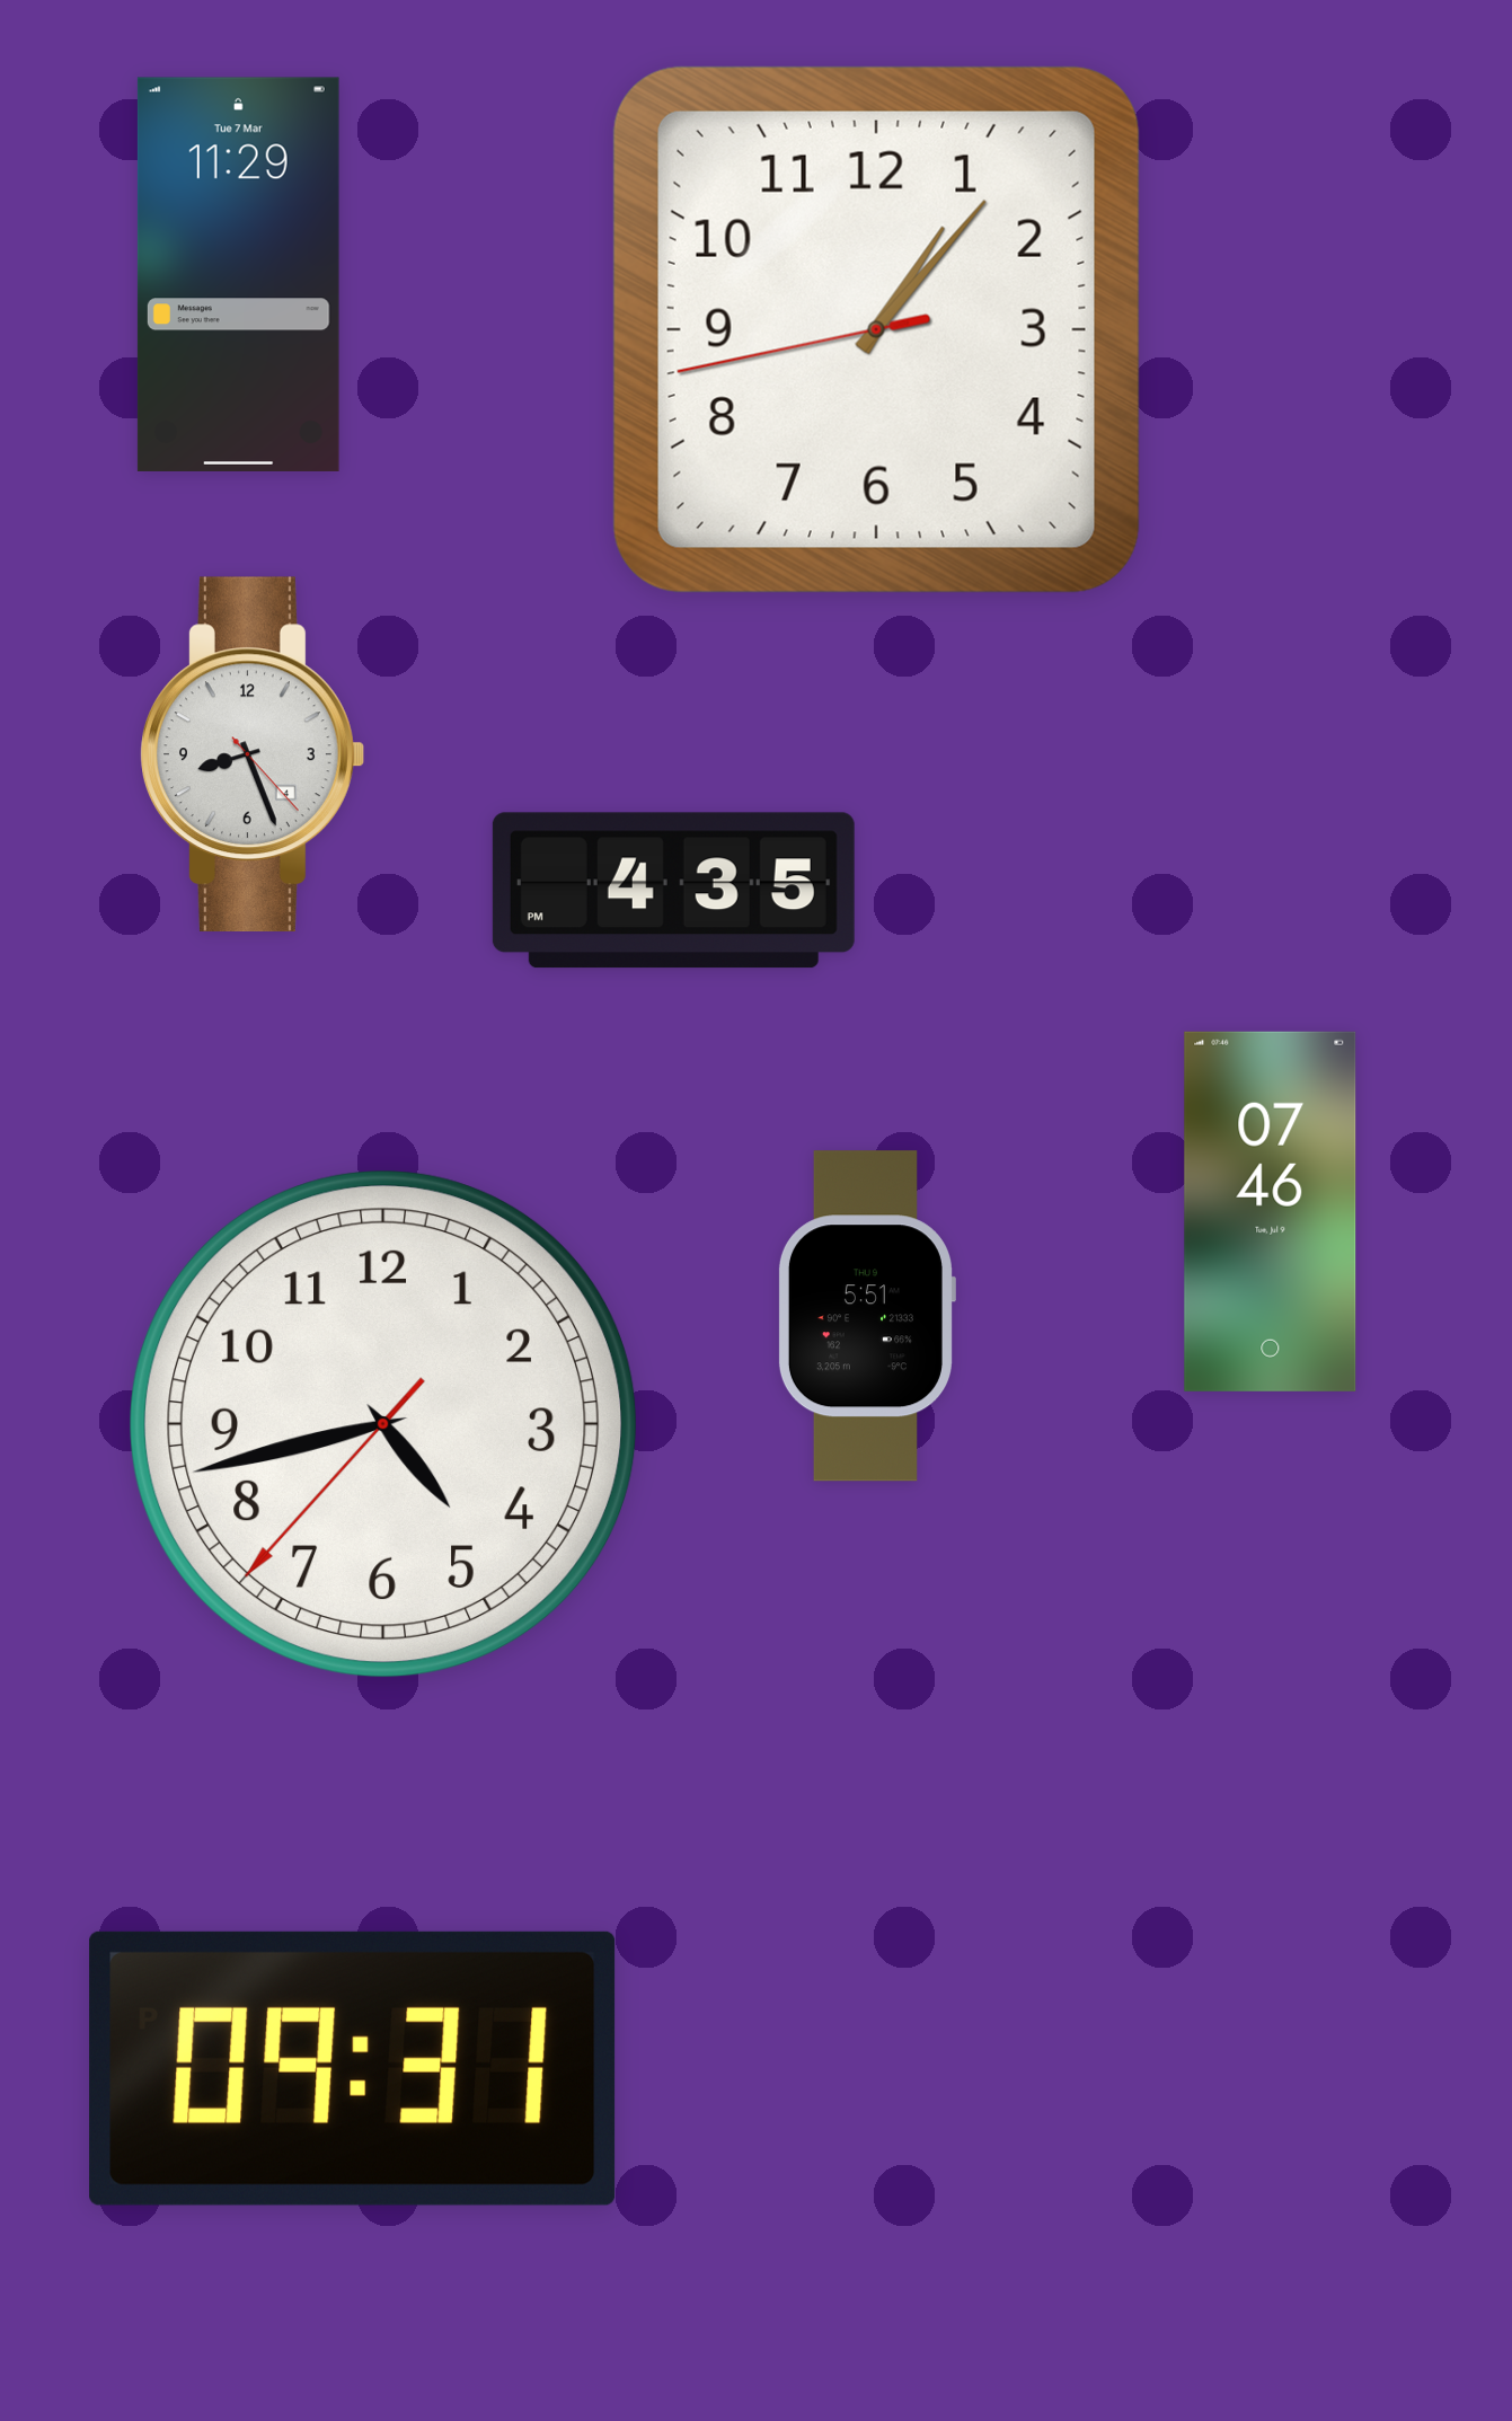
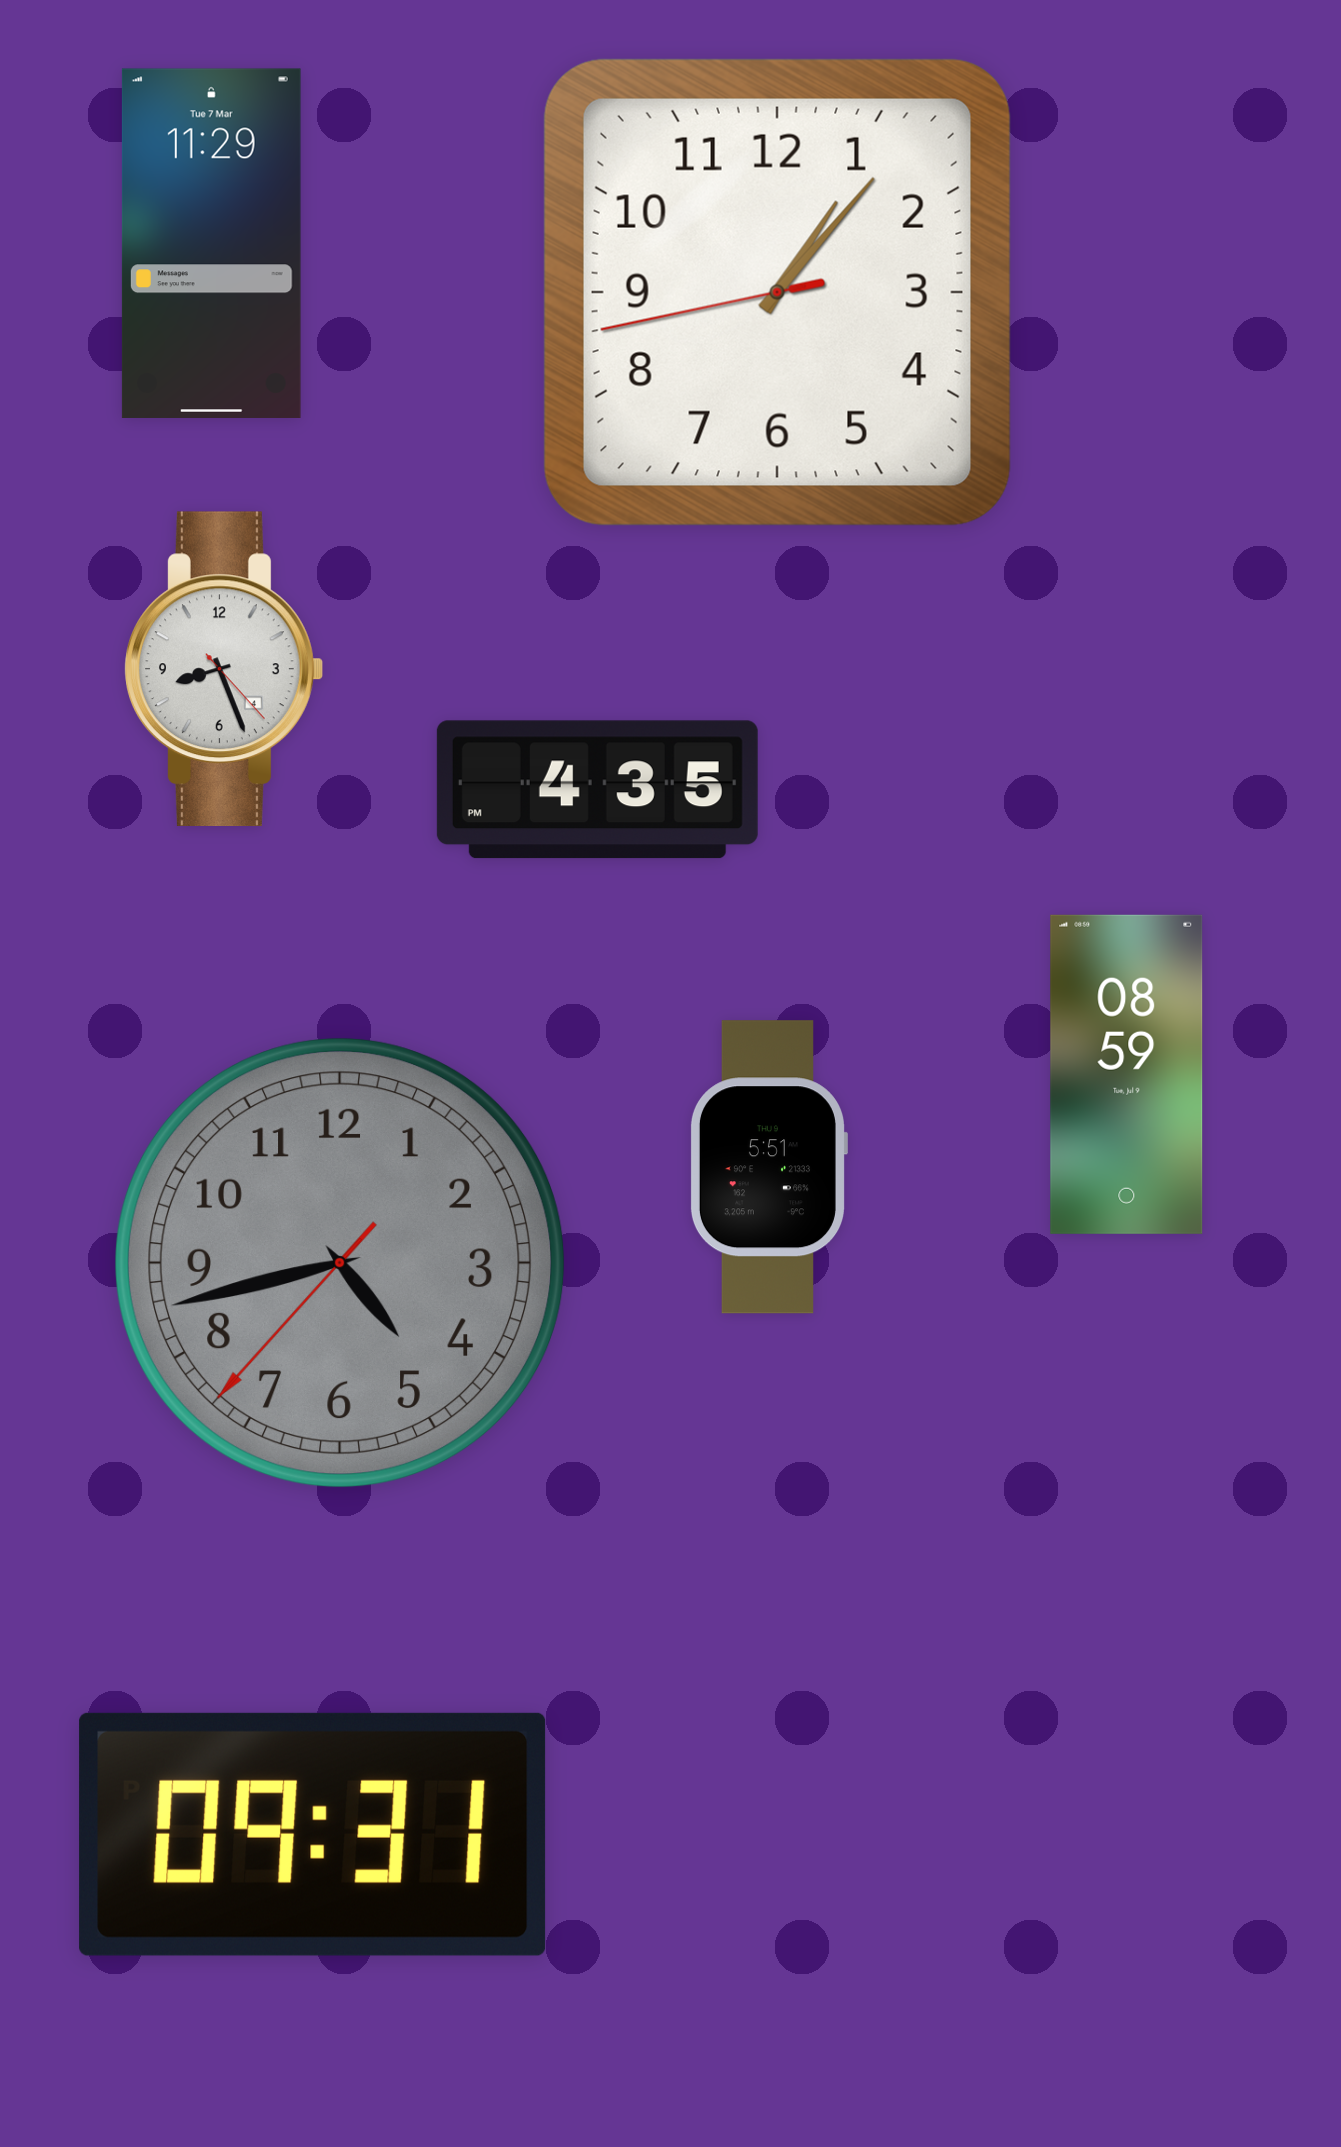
clock at (1271, 1211): 07:46 -> 08:59
clock at (383, 1424) dial: white -> grey
